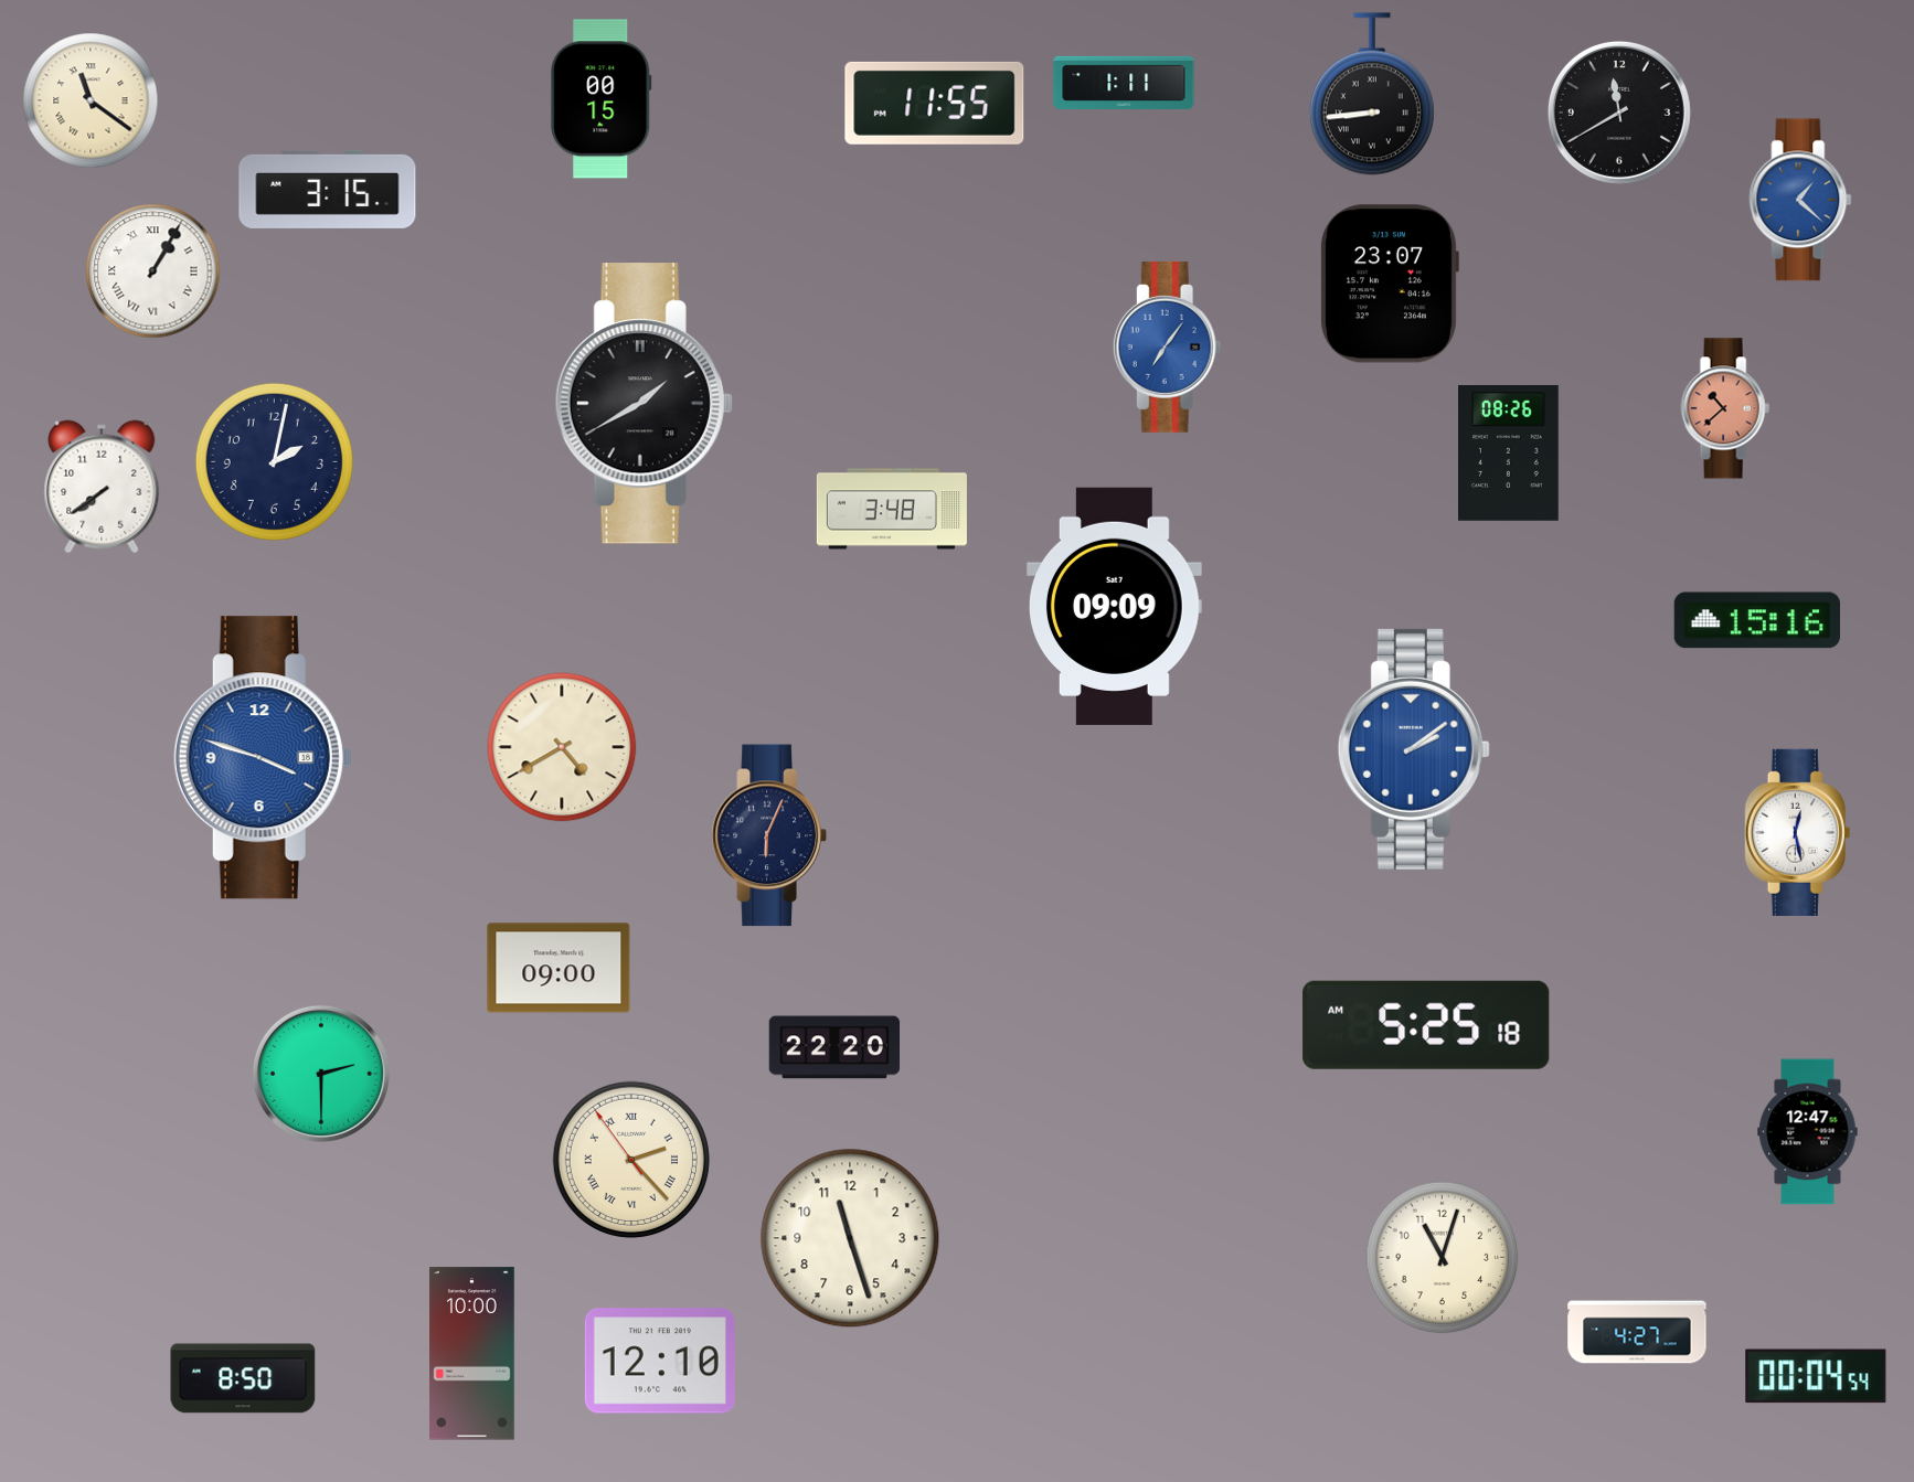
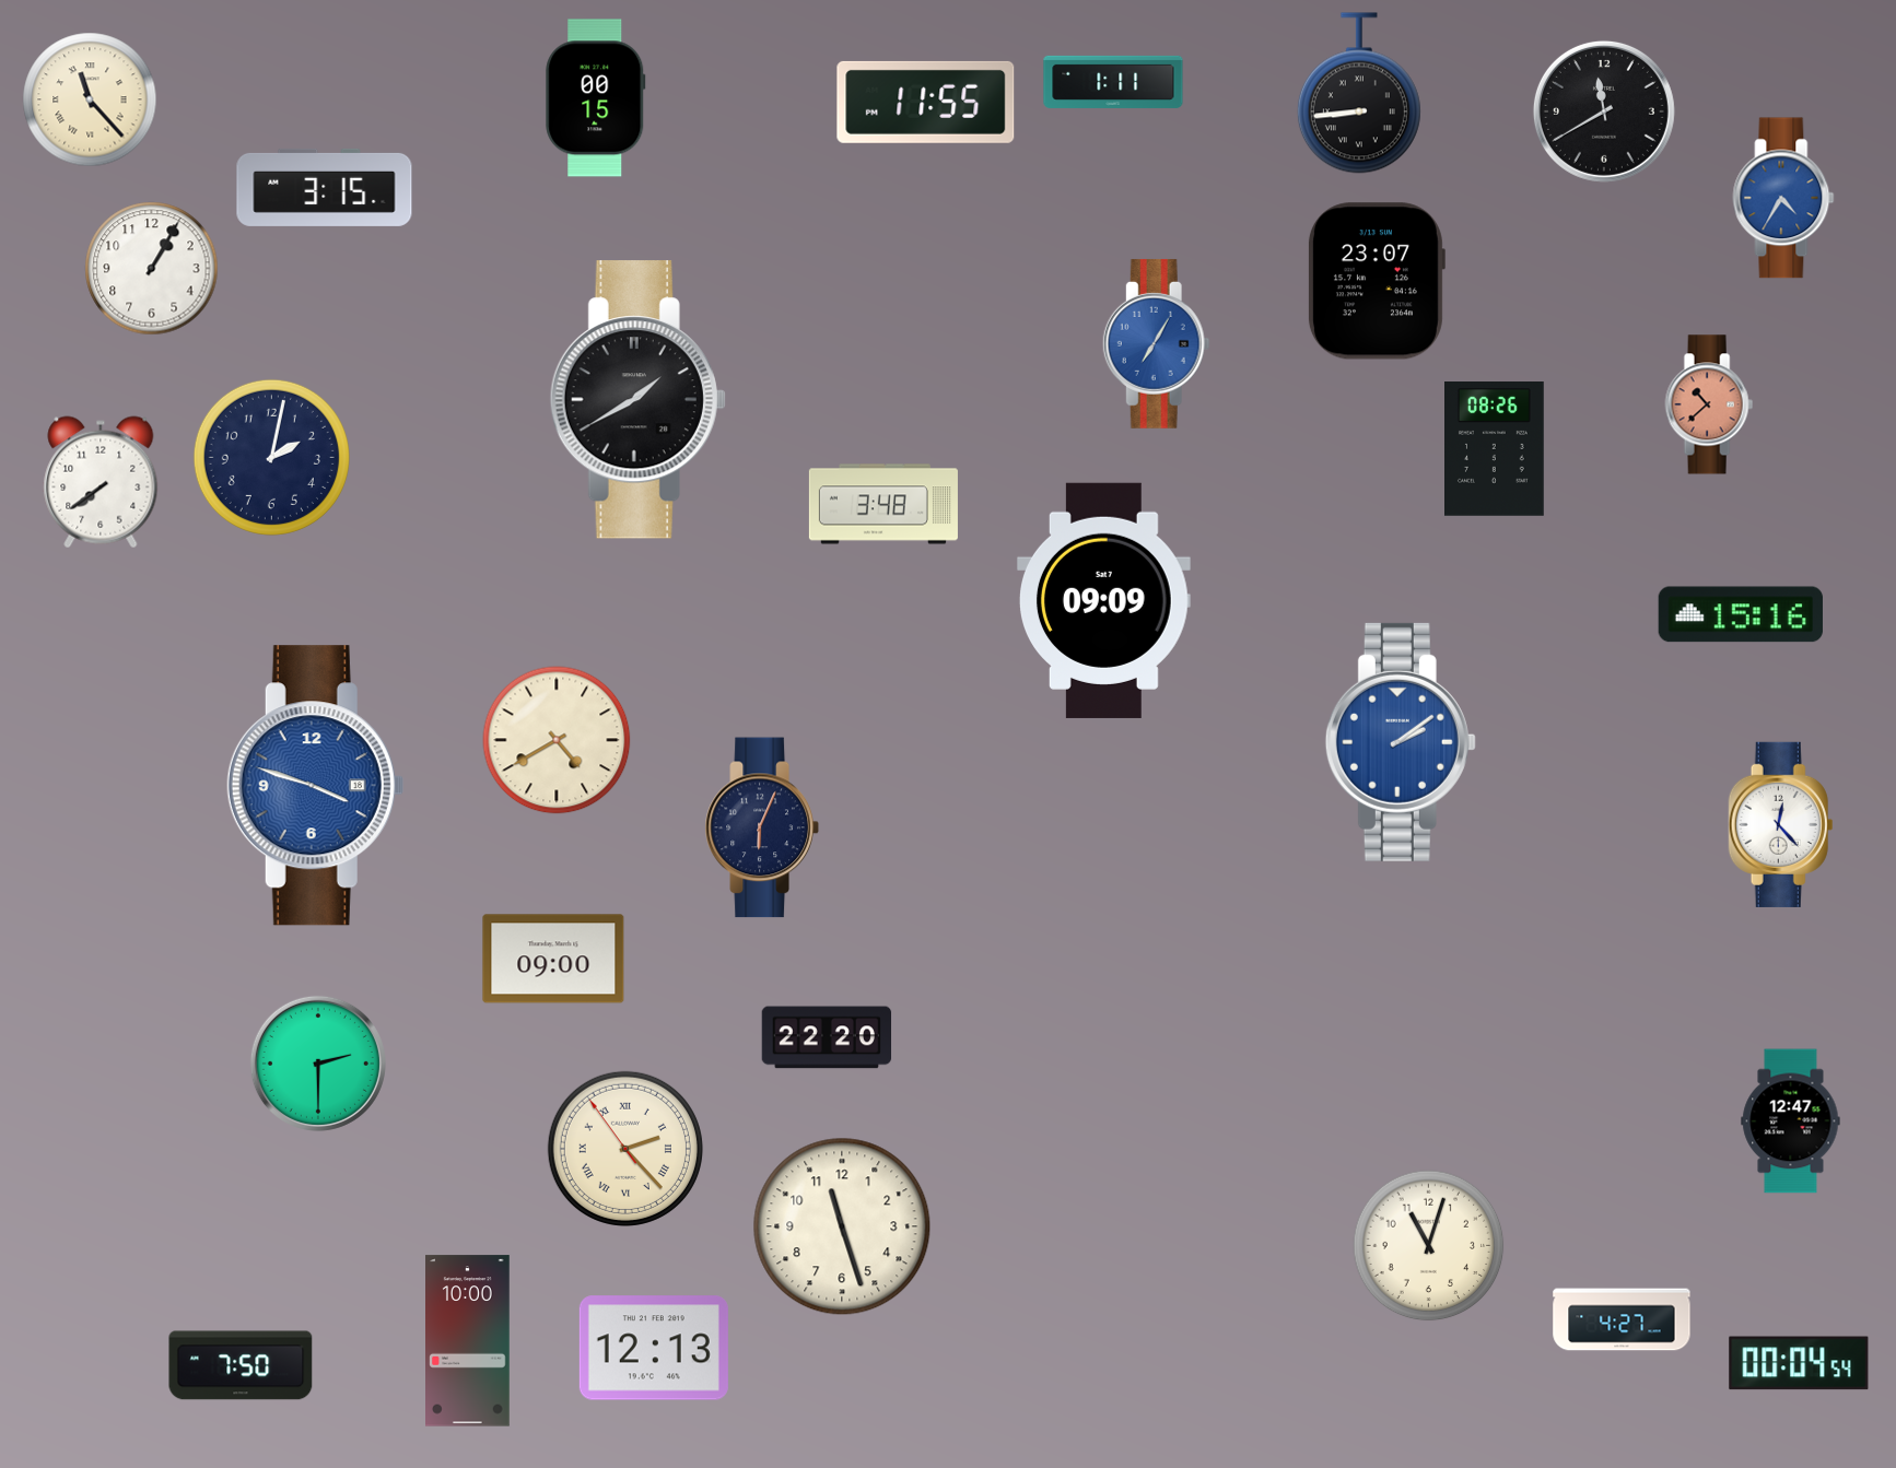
clock at (91, 100): 11:21 -> 11:23
clock at (1800, 200): 1:22 -> 4:35
clock at (153, 271) numerals: Roman -> Arabic
clock at (1167, 346): 7:06 -> 7:05
clock at (263, 758) position: (263, 758) -> (315, 786)
clock at (1798, 832): 12:28 -> 12:23
clock at (1426, 1025): 5:25 -> none
clock at (660, 1361): 12:10 -> 12:13
clock at (243, 1378): 8:50 -> 7:50
